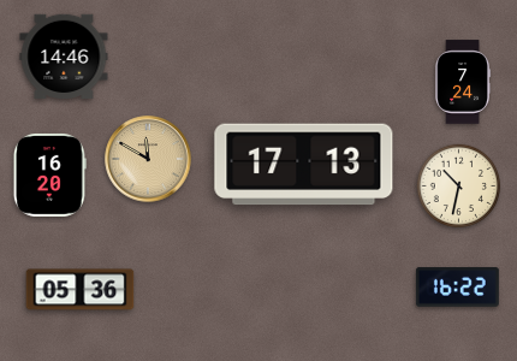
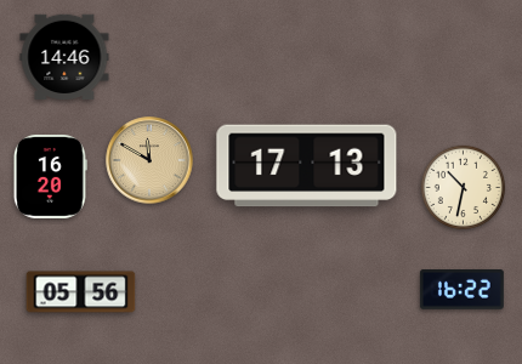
clock at (462, 82): 7:24 -> none
clock at (81, 290): 05:36 -> 05:56
